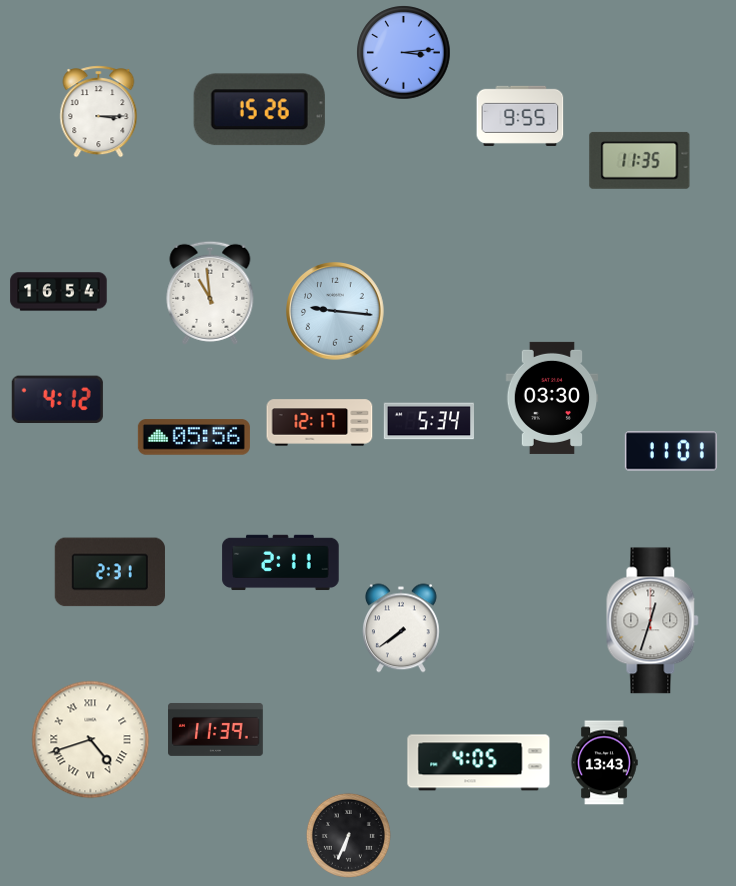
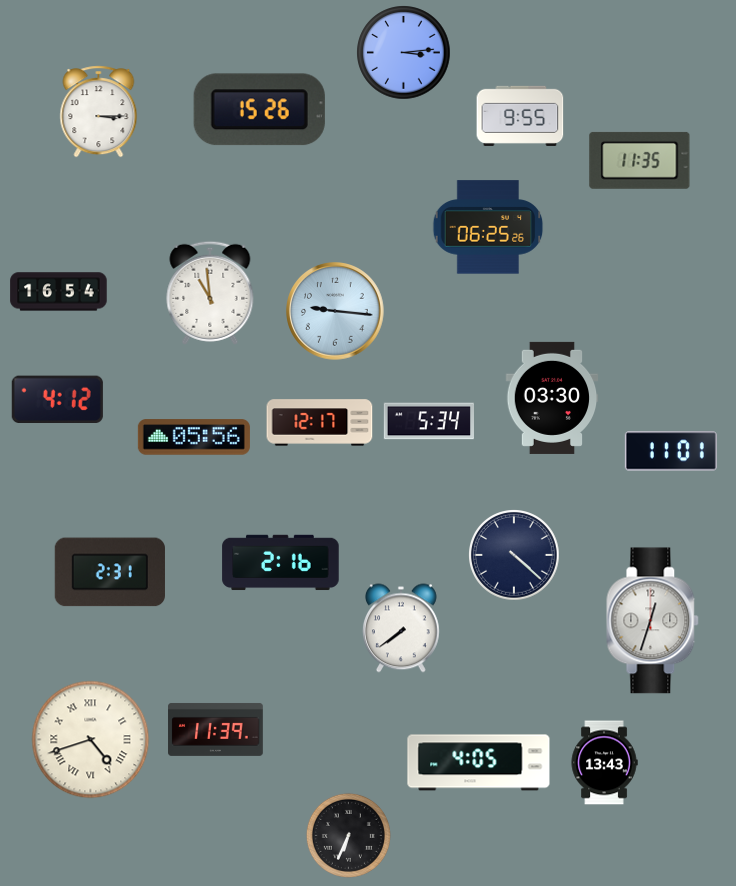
clock at (488, 227): none -> 06:25
clock at (515, 556): none -> 4:22
clock at (281, 563): 2:11 -> 2:16
